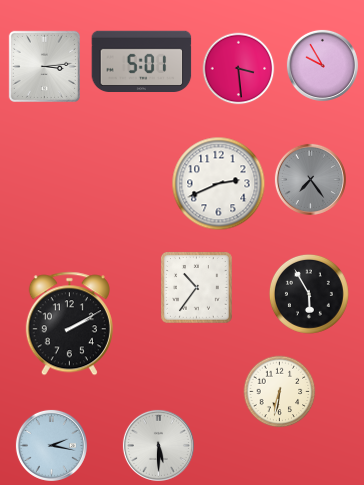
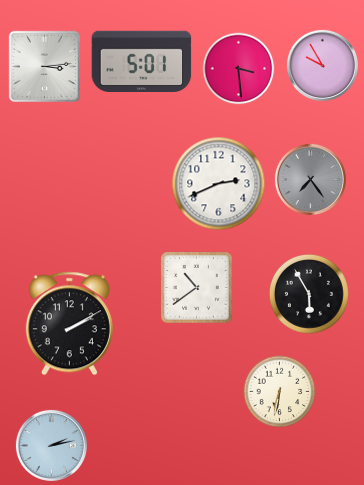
clock at (197, 288): 10:36 -> 10:39
clock at (51, 445): 2:17 -> 2:13
clock at (158, 445): 5:30 -> none
